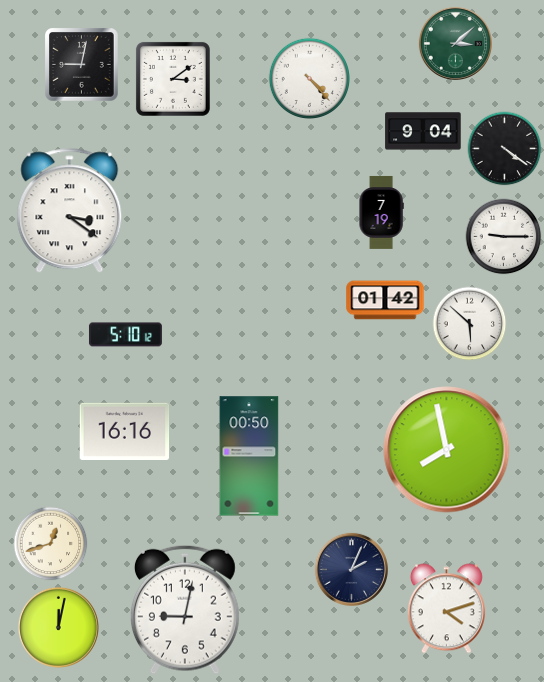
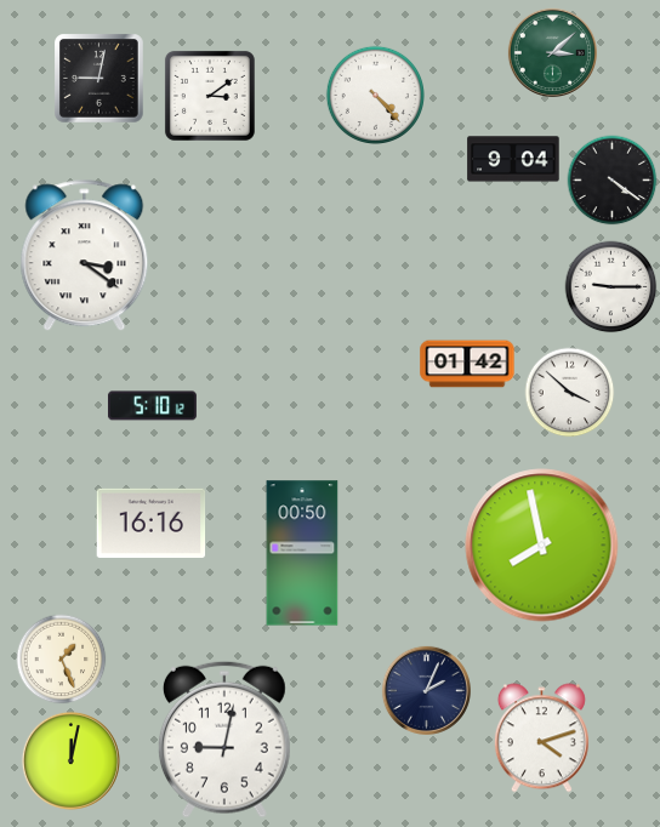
clock at (381, 212): 7:19 -> none
clock at (470, 324): 5:52 -> 3:52
clock at (51, 544): 12:42 -> 1:26
